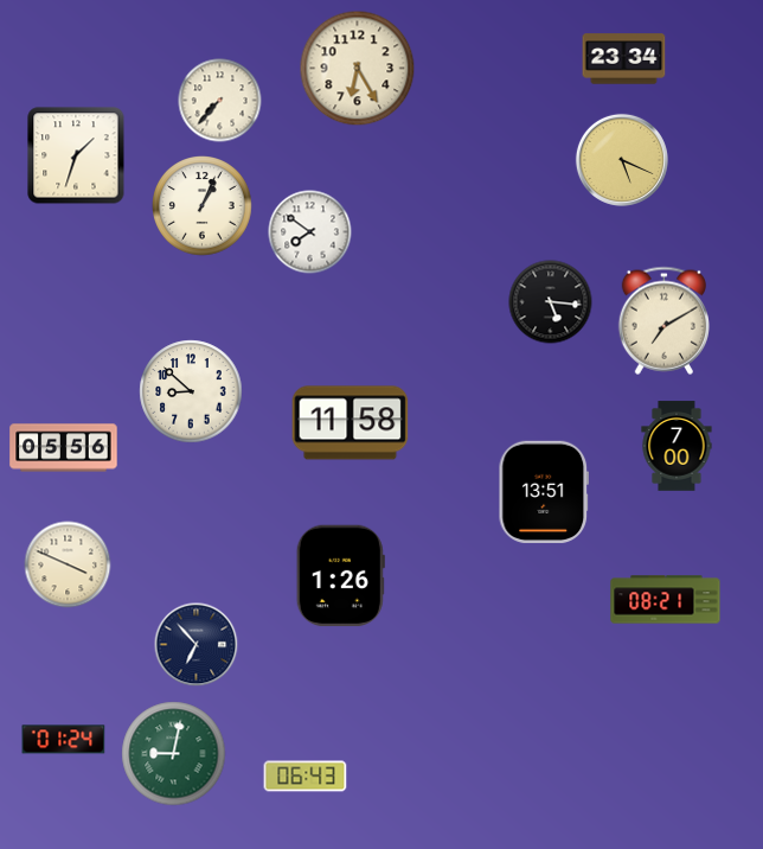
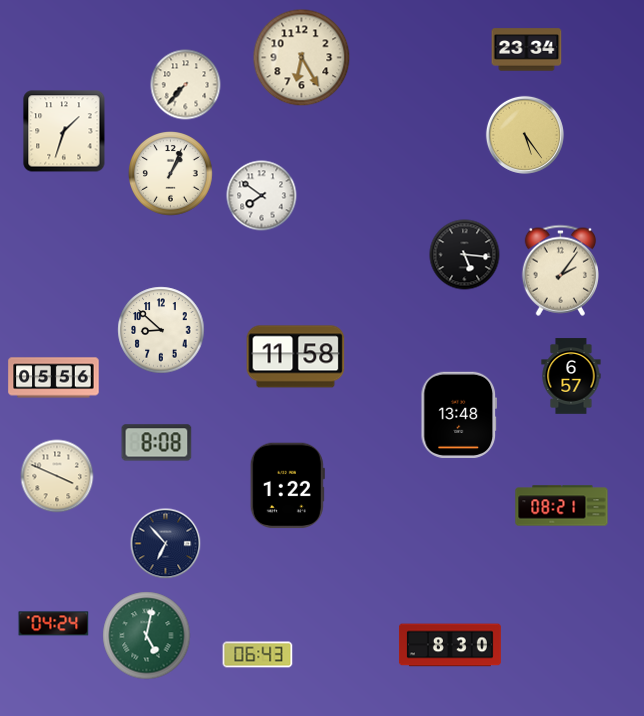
clock at (622, 160): 5:19 -> 5:24
clock at (663, 320): 7:10 -> 2:06
clock at (677, 446): 7:00 -> 6:57
clock at (543, 492): 13:51 -> 13:48
clock at (157, 443): none -> 8:08
clock at (340, 576): 1:26 -> 1:22
clock at (64, 740): 01:24 -> 04:24
clock at (174, 754): 9:02 -> 5:02
clock at (450, 645): none -> 8:30
